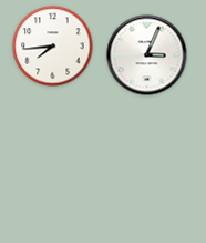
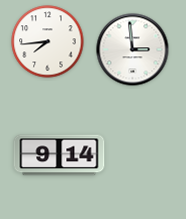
clock at (147, 55): 3:04 -> 2:59
clock at (59, 155): none -> 9:14
